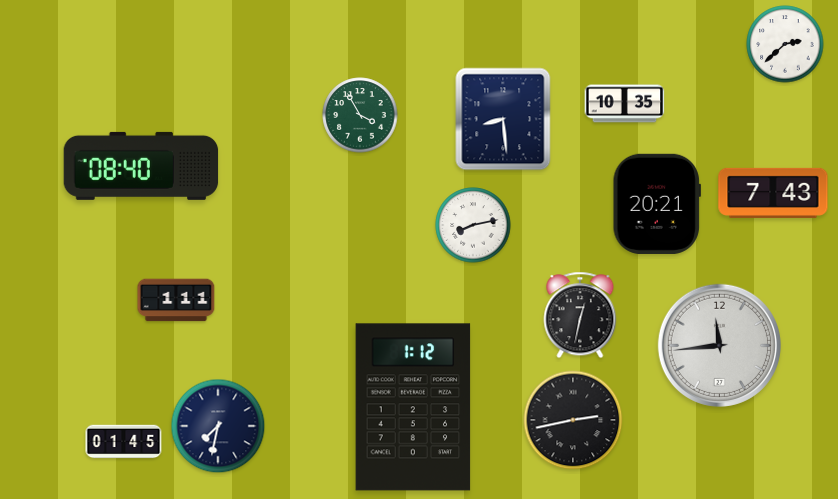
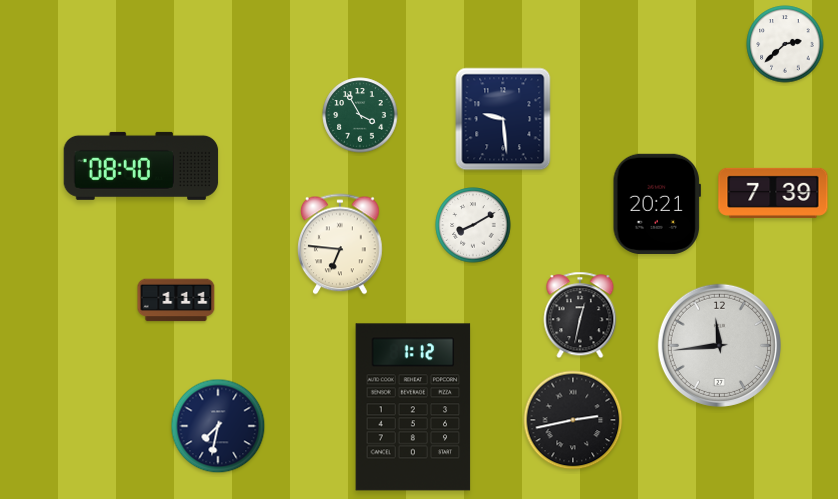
clock at (625, 104): 10:35 -> none
clock at (503, 119): 8:29 -> 9:29
clock at (773, 193): 7:43 -> 7:39
clock at (473, 225): 8:13 -> 8:10
clock at (341, 244): none -> 6:46
clock at (124, 442): 01:45 -> none
